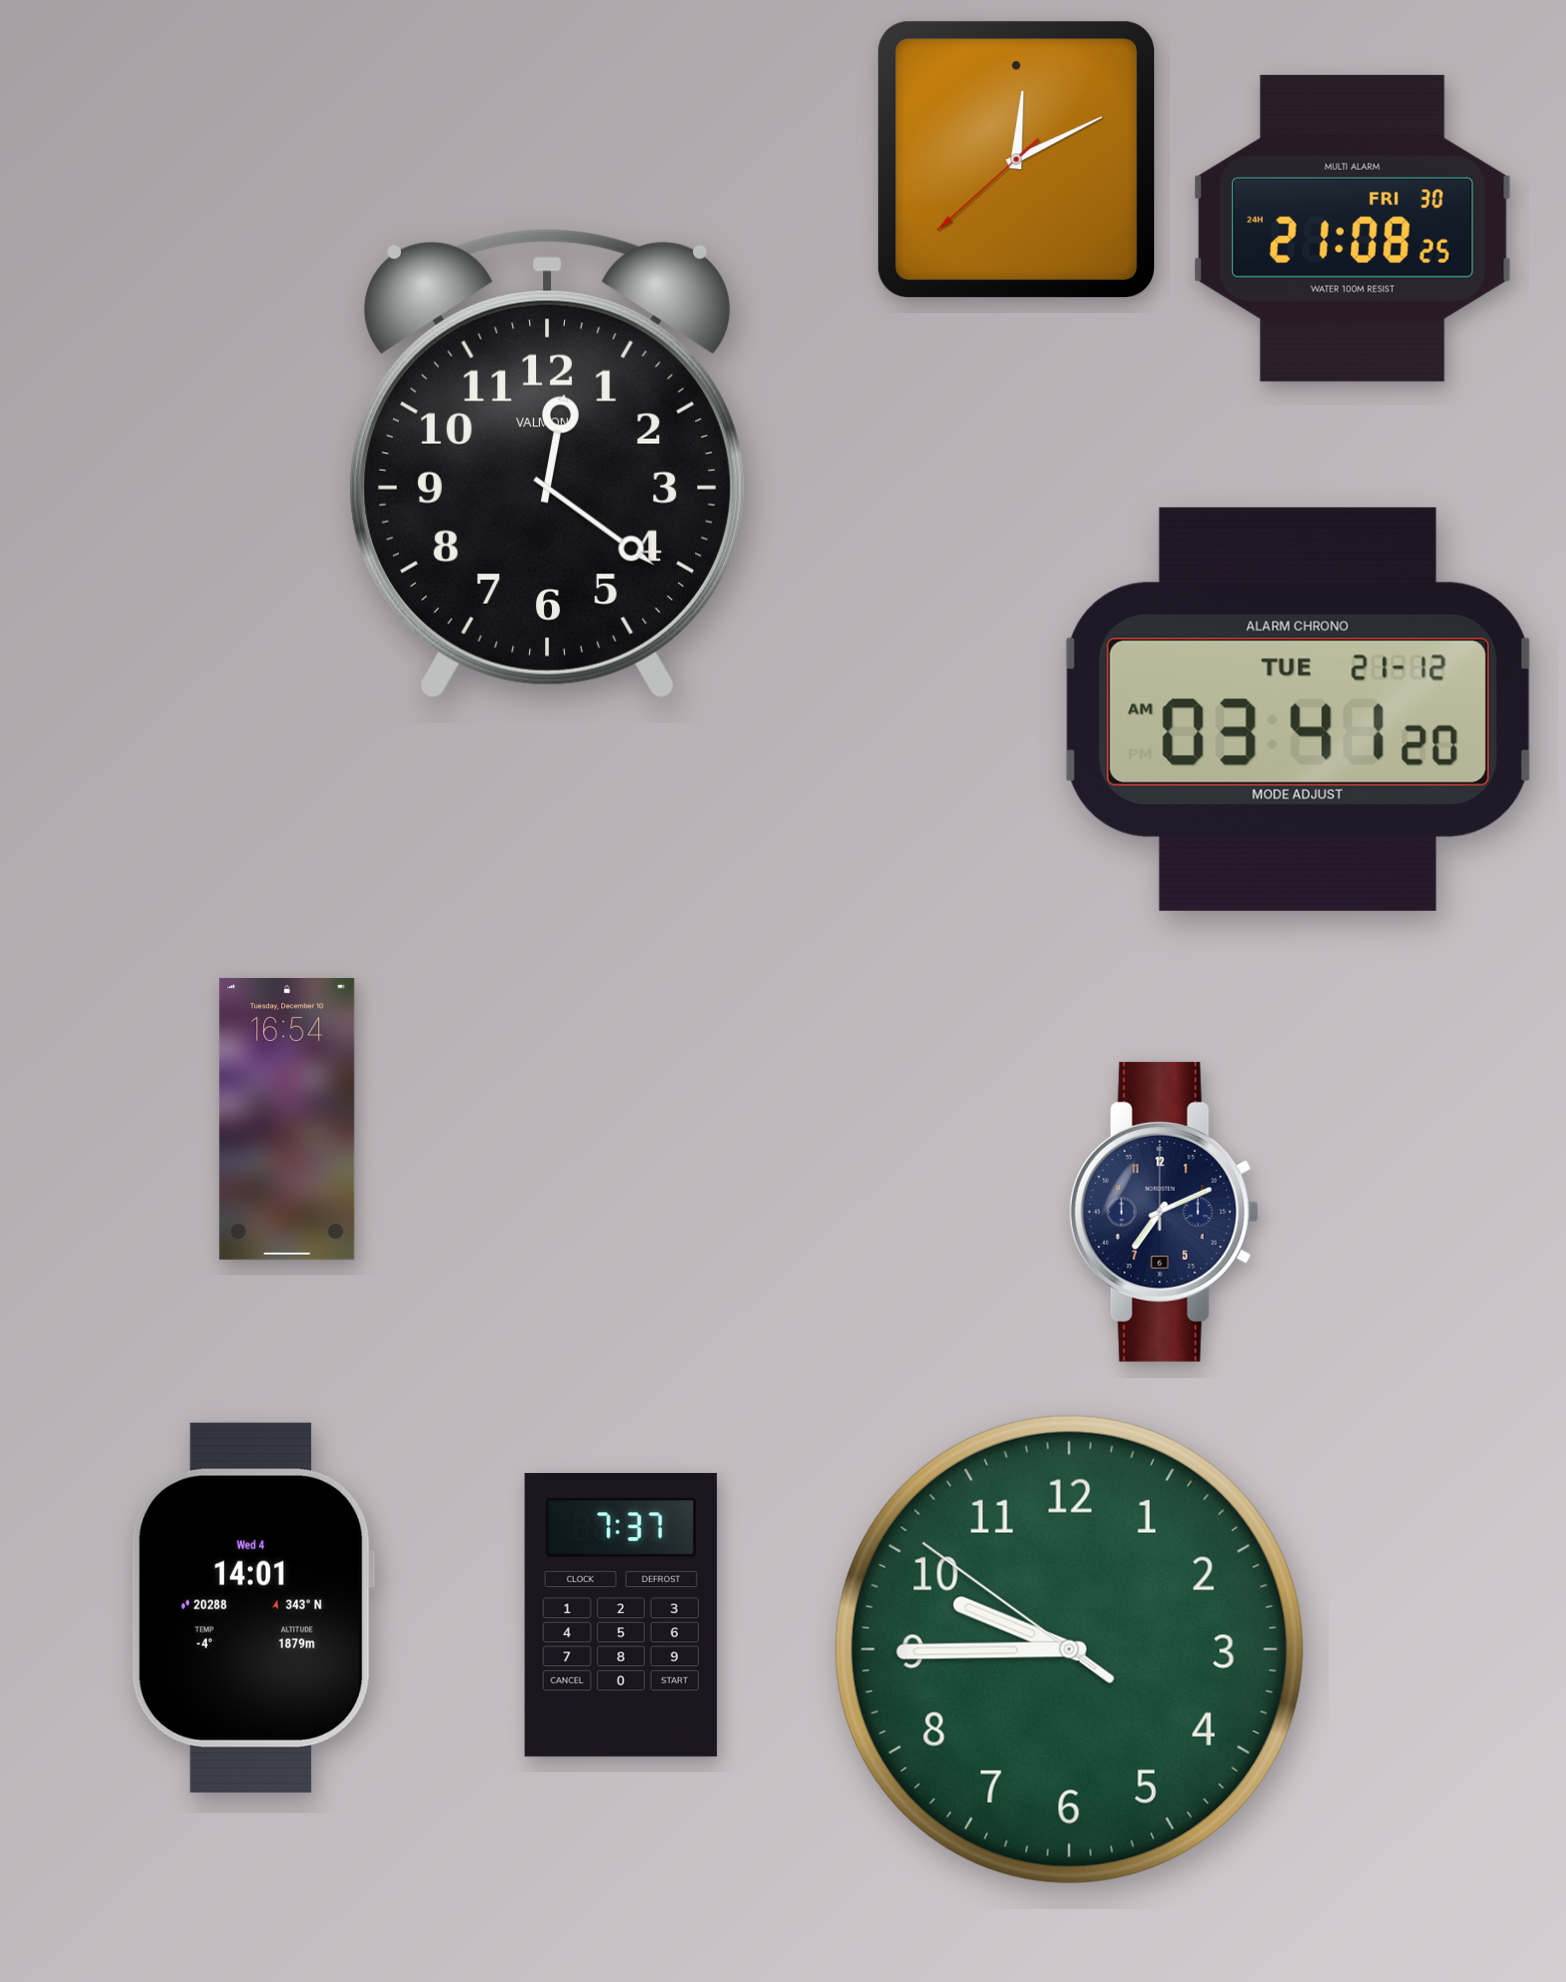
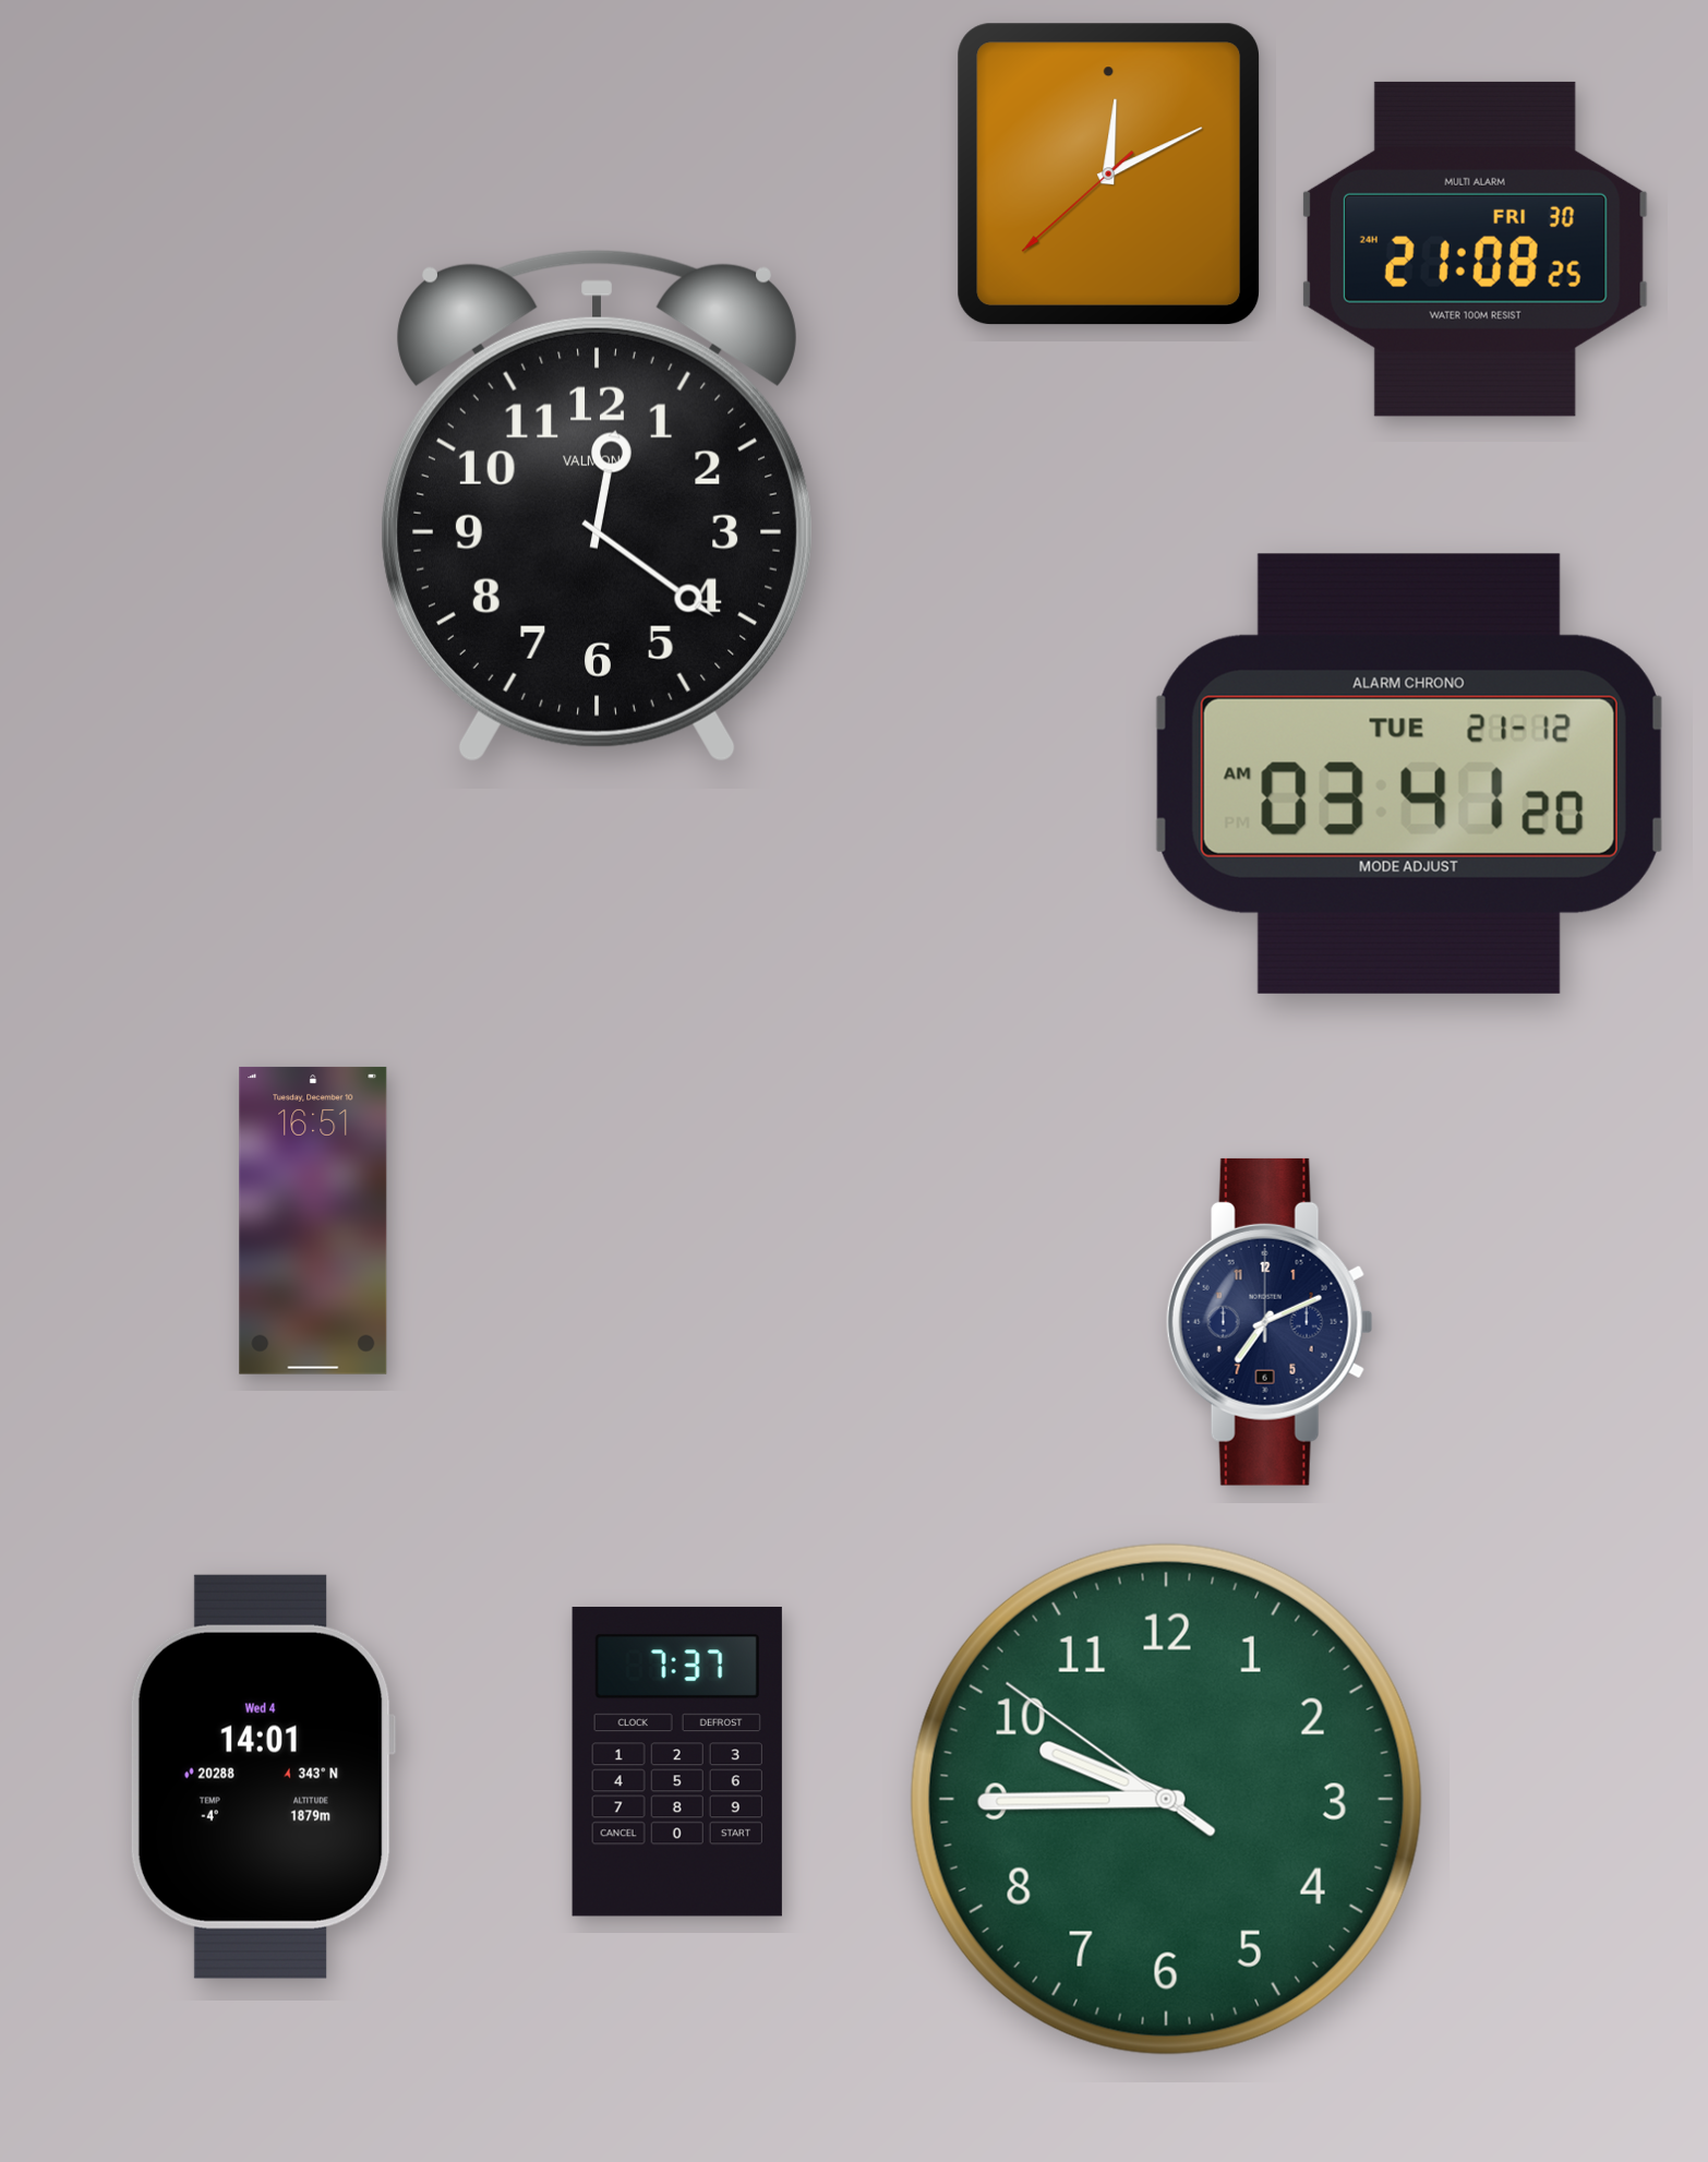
clock at (1298, 709) position: (1298, 709) -> (1409, 773)
clock at (287, 1119): 16:54 -> 16:51
clock at (253, 1608) position: (253, 1608) -> (263, 1777)
